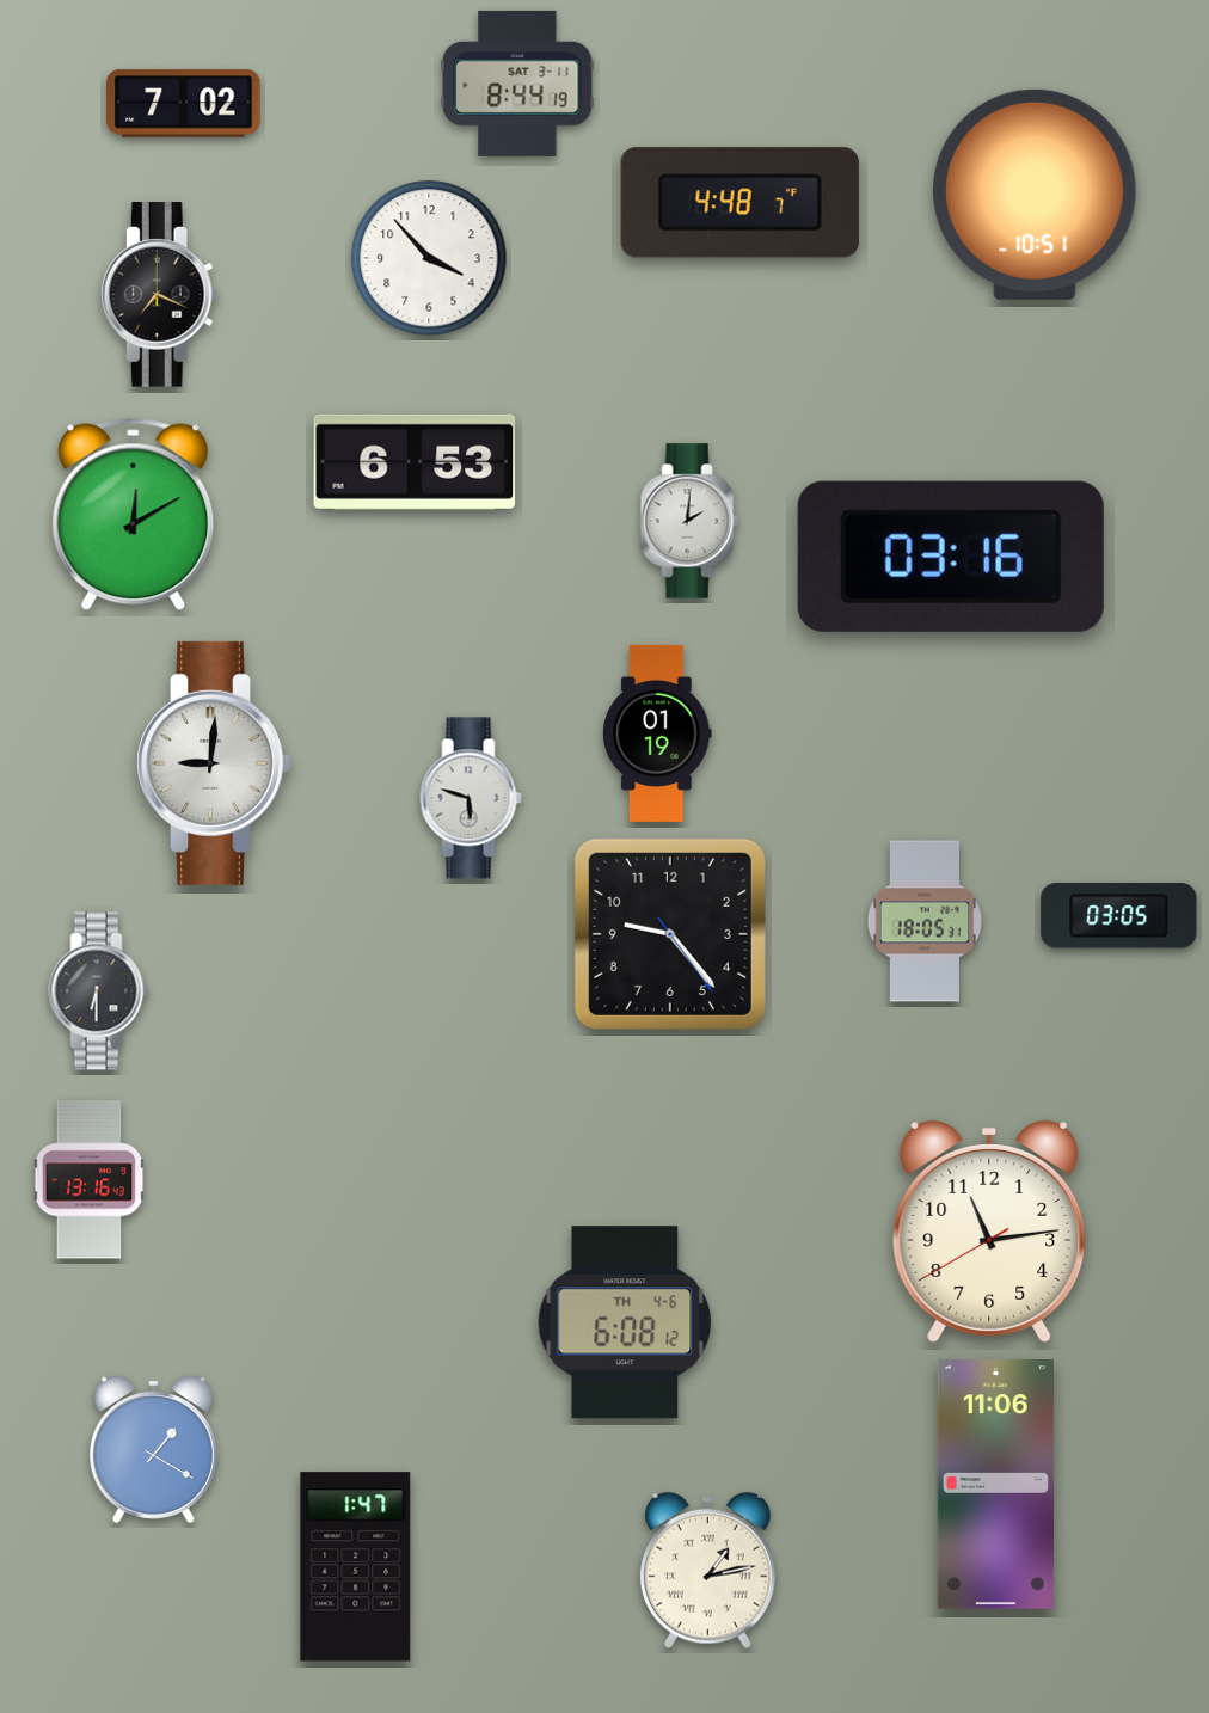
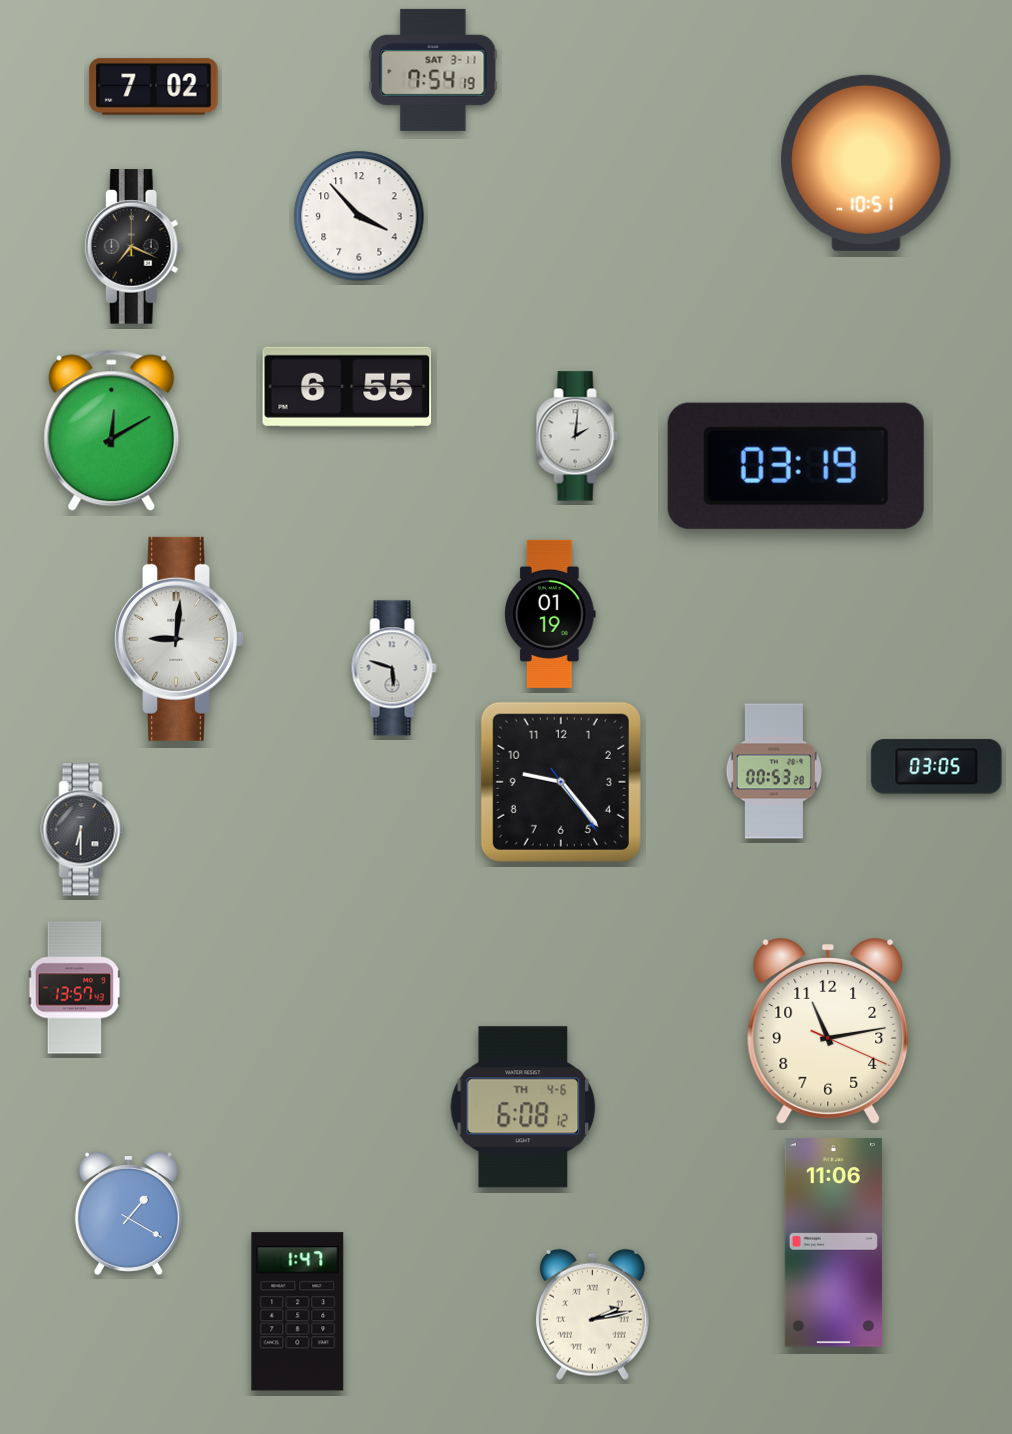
clock at (517, 84): 8:44 -> 7:54
clock at (739, 203): 4:48 -> none
clock at (415, 462): 6:53 -> 6:55
clock at (951, 557): 03:16 -> 03:19
clock at (923, 921): 18:05 -> 00:53
clock at (90, 1180): 13:16 -> 13:57
clock at (989, 1232): 11:13:40 -> 11:13:19
clock at (707, 1570): 1:13 -> 2:13
